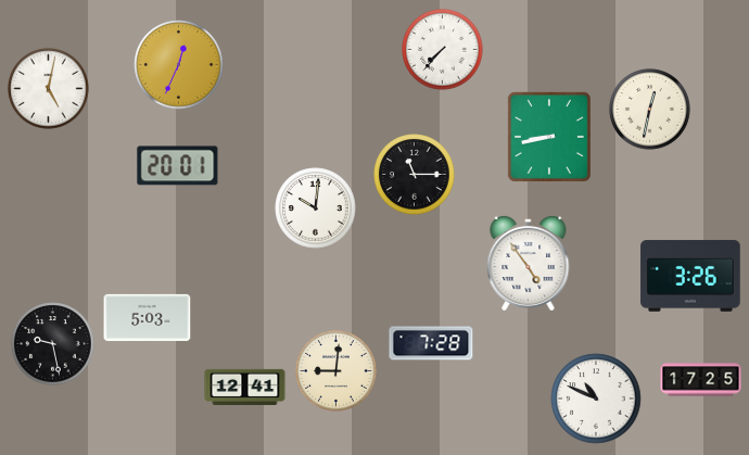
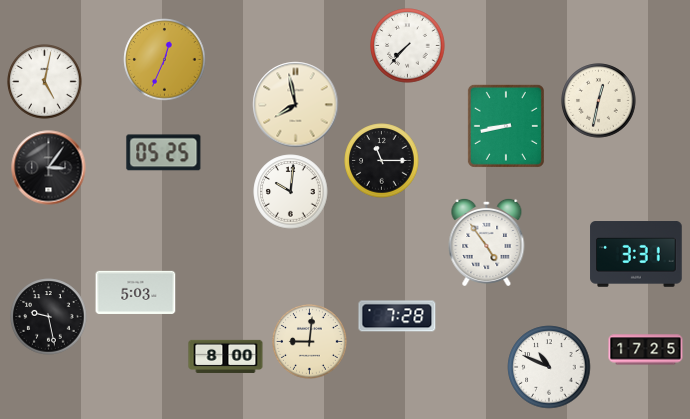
clock at (296, 105): none -> 7:58
clock at (178, 166): 20:01 -> 05:25
clock at (49, 168): none -> 3:06
clock at (690, 277): 3:26 -> 3:31
clock at (245, 387): 12:41 -> 8:00
